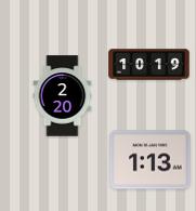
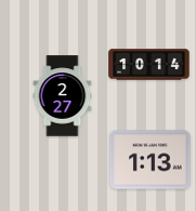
clock at (149, 65): 10:19 -> 10:14
clock at (63, 96): 2:20 -> 2:27
